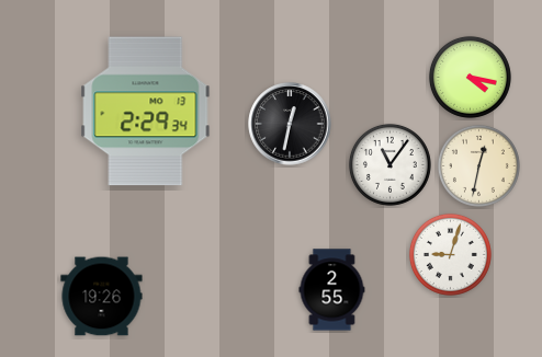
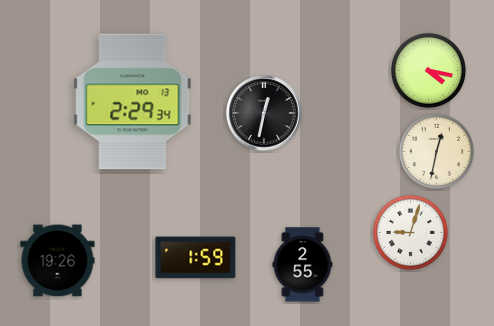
clock at (389, 164): 11:06 -> none
clock at (196, 258): none -> 1:59
clock at (102, 297) position: (102, 297) -> (58, 261)
